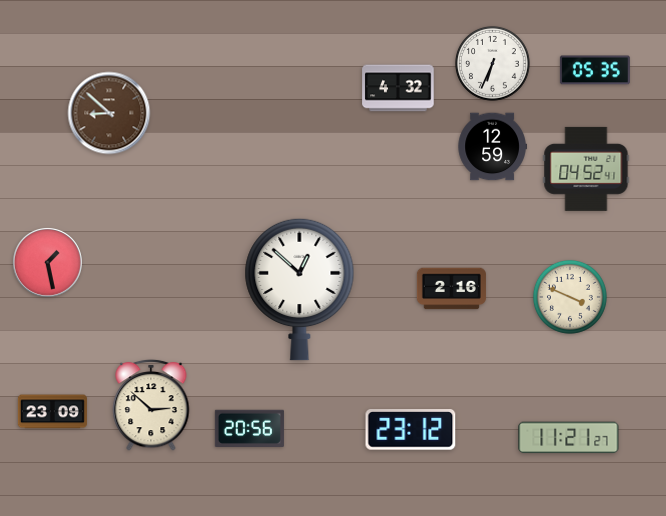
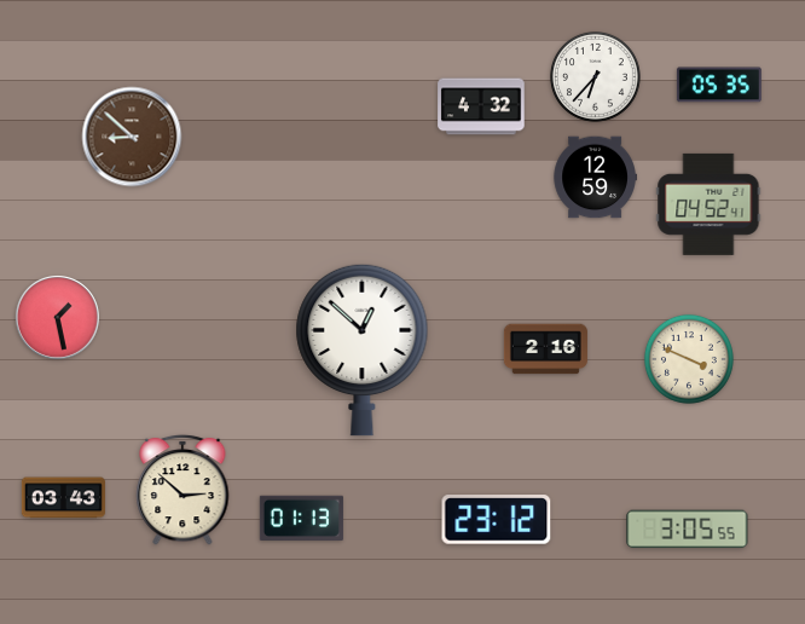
clock at (493, 64): 6:34 -> 6:37
clock at (52, 412): 23:09 -> 03:43
clock at (249, 428): 20:56 -> 01:13
clock at (569, 438): 11:21 -> 3:05
